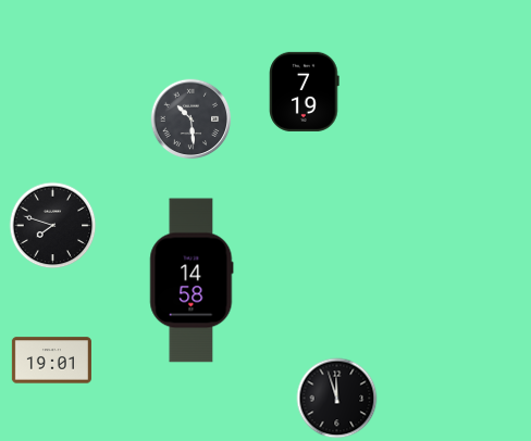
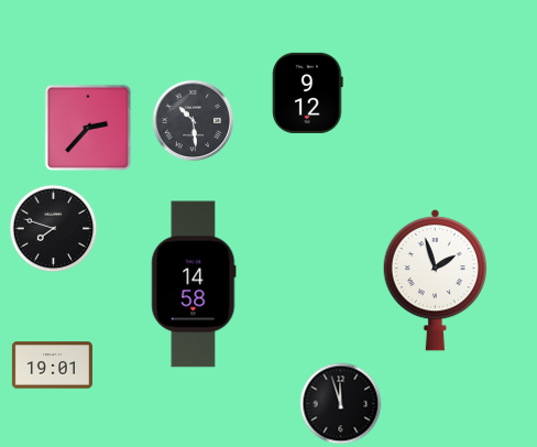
clock at (305, 91): 7:19 -> 9:12
clock at (87, 127): none -> 2:37
clock at (436, 280): none -> 1:57
